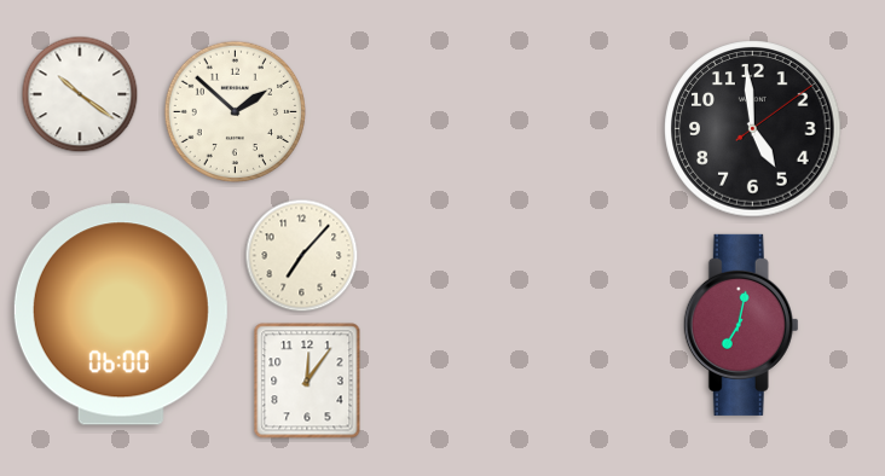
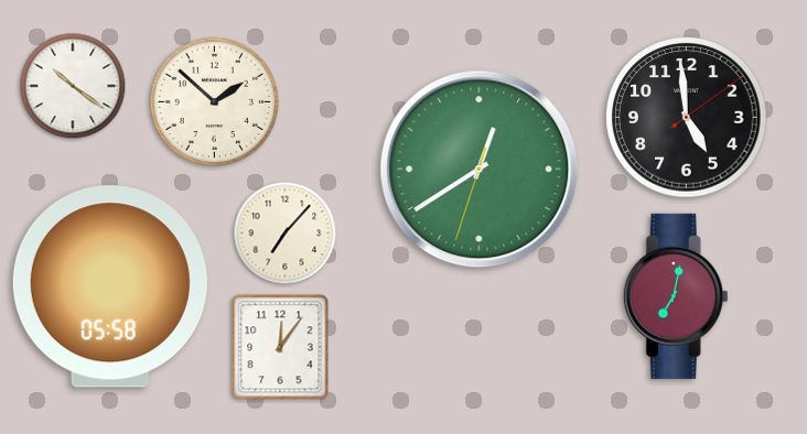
clock at (480, 170): none -> 12:39
clock at (302, 256) position: (302, 256) -> (286, 234)
clock at (121, 314): 06:00 -> 05:58
